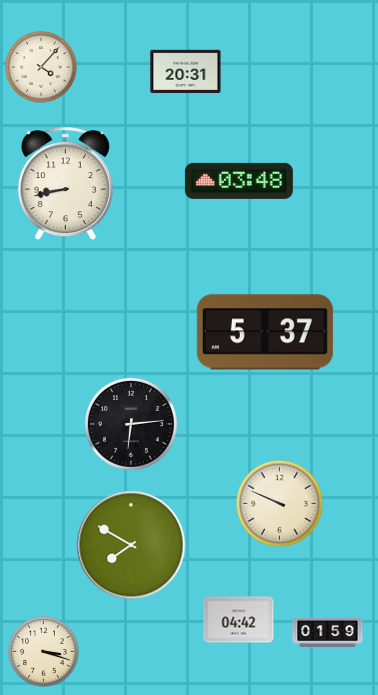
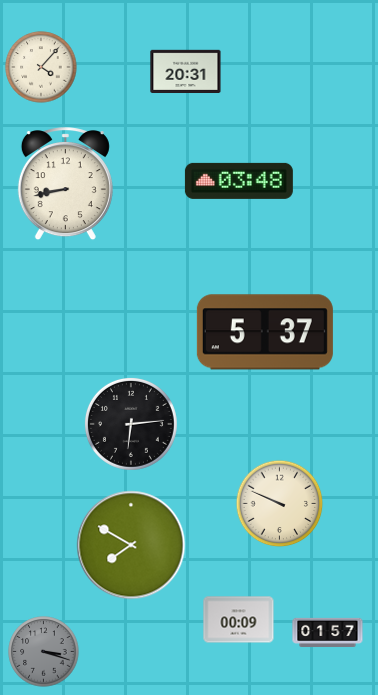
clock at (239, 620): 04:42 -> 00:09
clock at (328, 632): 01:59 -> 01:57
clock at (44, 652) dial: cream -> grey
